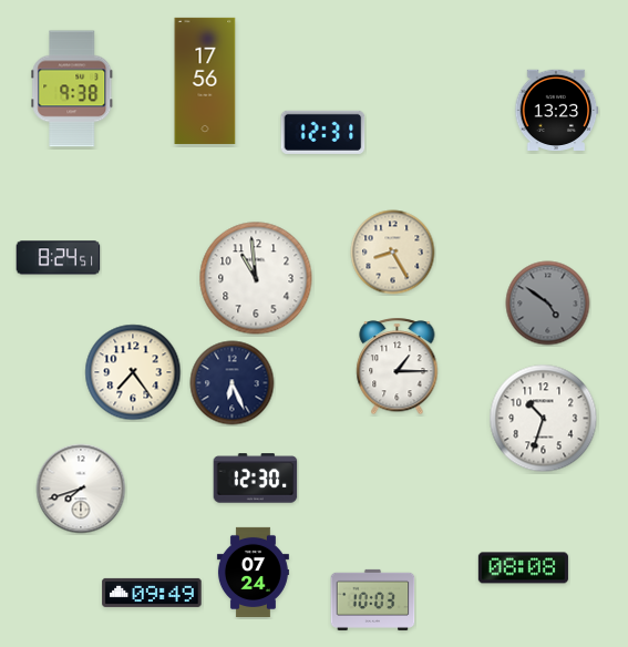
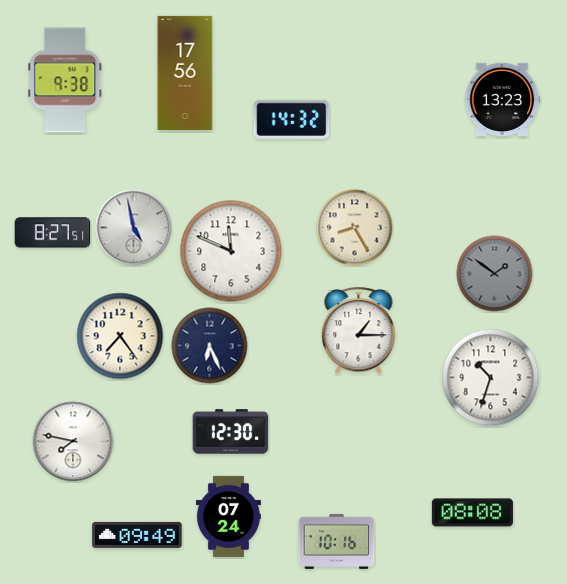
clock at (323, 132): 12:31 -> 14:32
clock at (134, 228): none -> 4:58
clock at (59, 258): 8:24 -> 8:27
clock at (256, 278): 10:59 -> 11:49
clock at (548, 304): 4:51 -> 1:51
clock at (81, 489): 7:42 -> 7:47
clock at (373, 599): 10:03 -> 10:16
